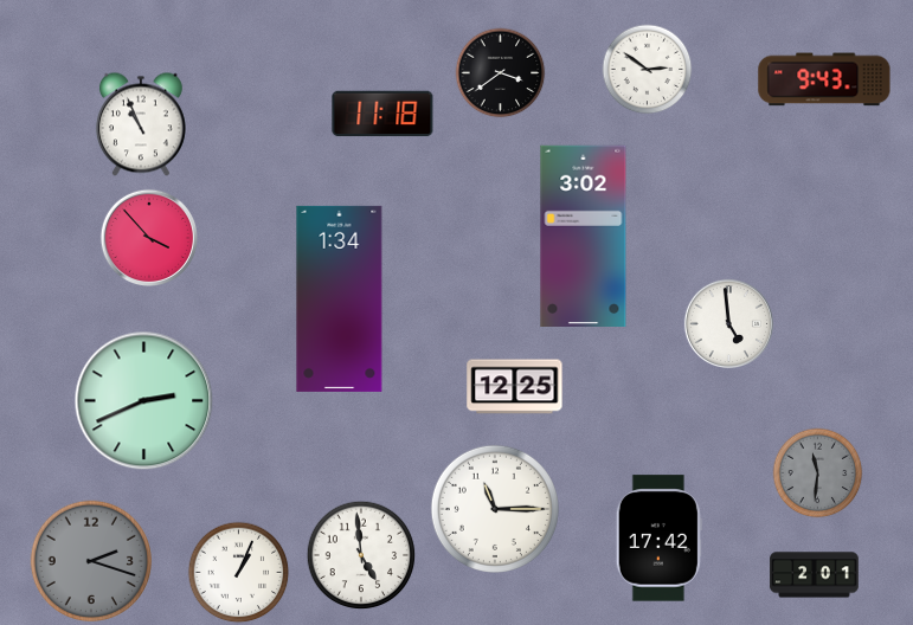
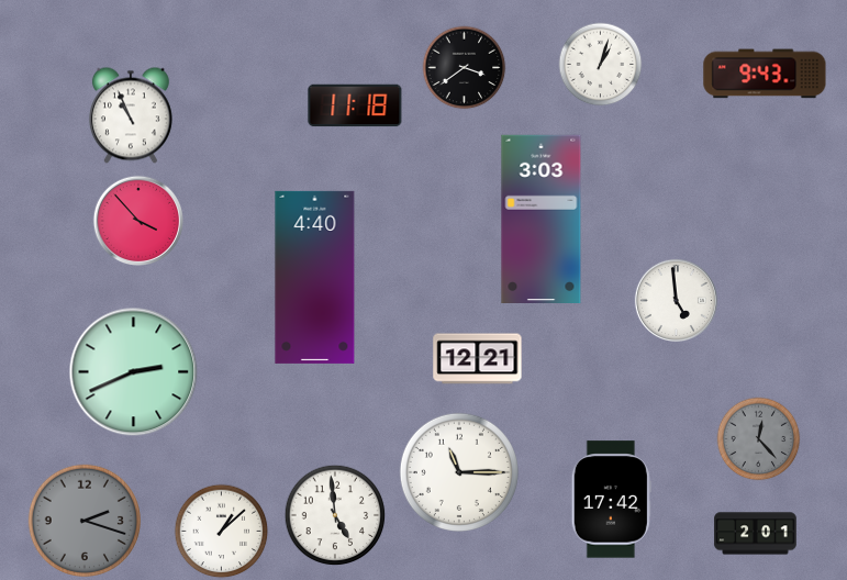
clock at (648, 70): 2:51 -> 1:03
clock at (584, 236): 3:02 -> 3:03
clock at (340, 298): 1:34 -> 4:40
clock at (515, 387): 12:25 -> 12:21
clock at (818, 473): 11:31 -> 12:23
clock at (239, 573): 1:04 -> 1:08
